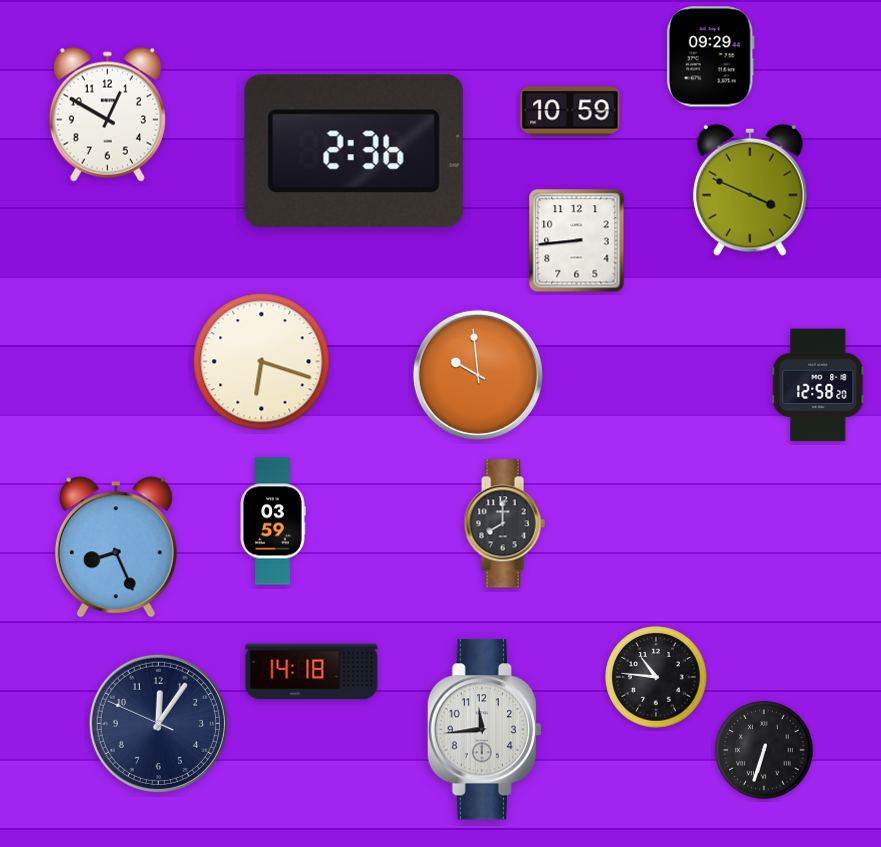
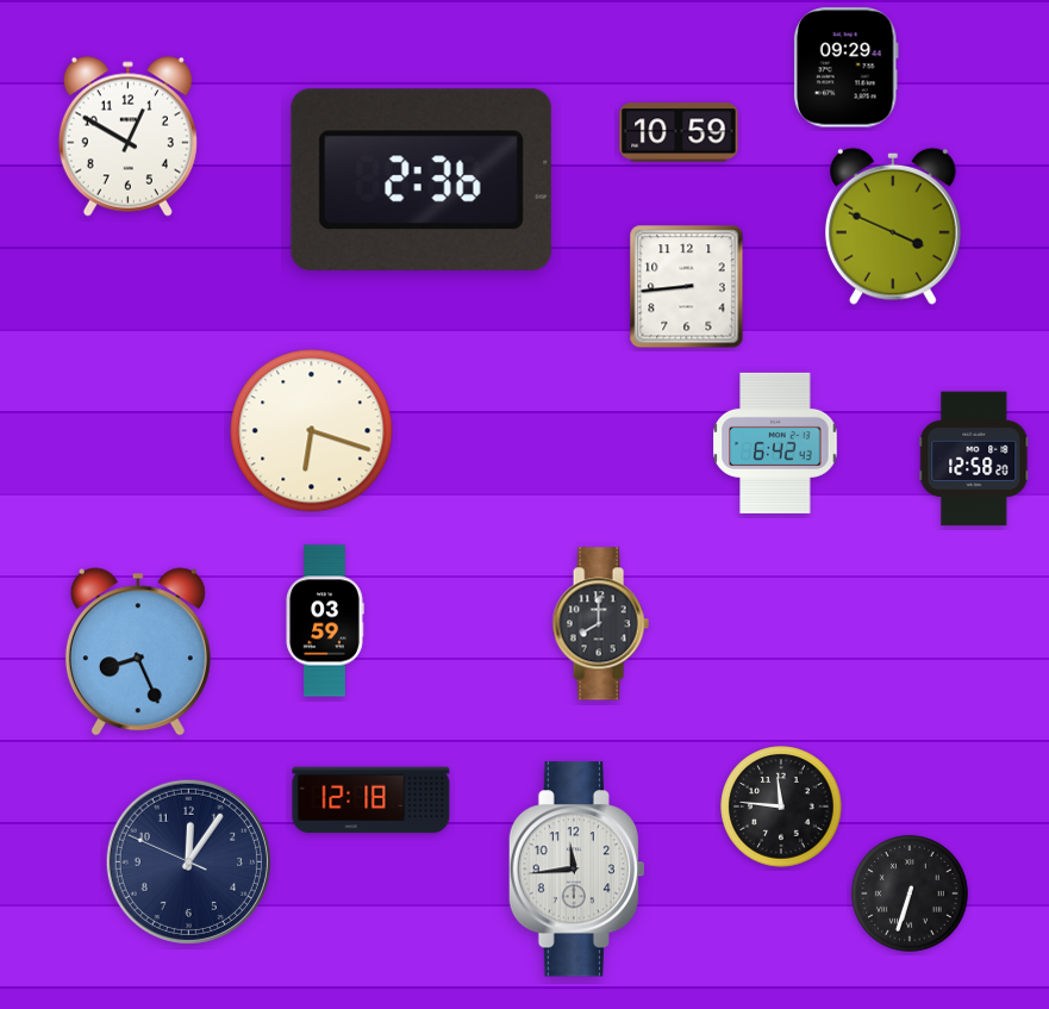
clock at (775, 443): none -> 6:42
clock at (478, 375): 9:59 -> none
clock at (312, 672): 14:18 -> 12:18
clock at (656, 677): 10:46 -> 11:46
